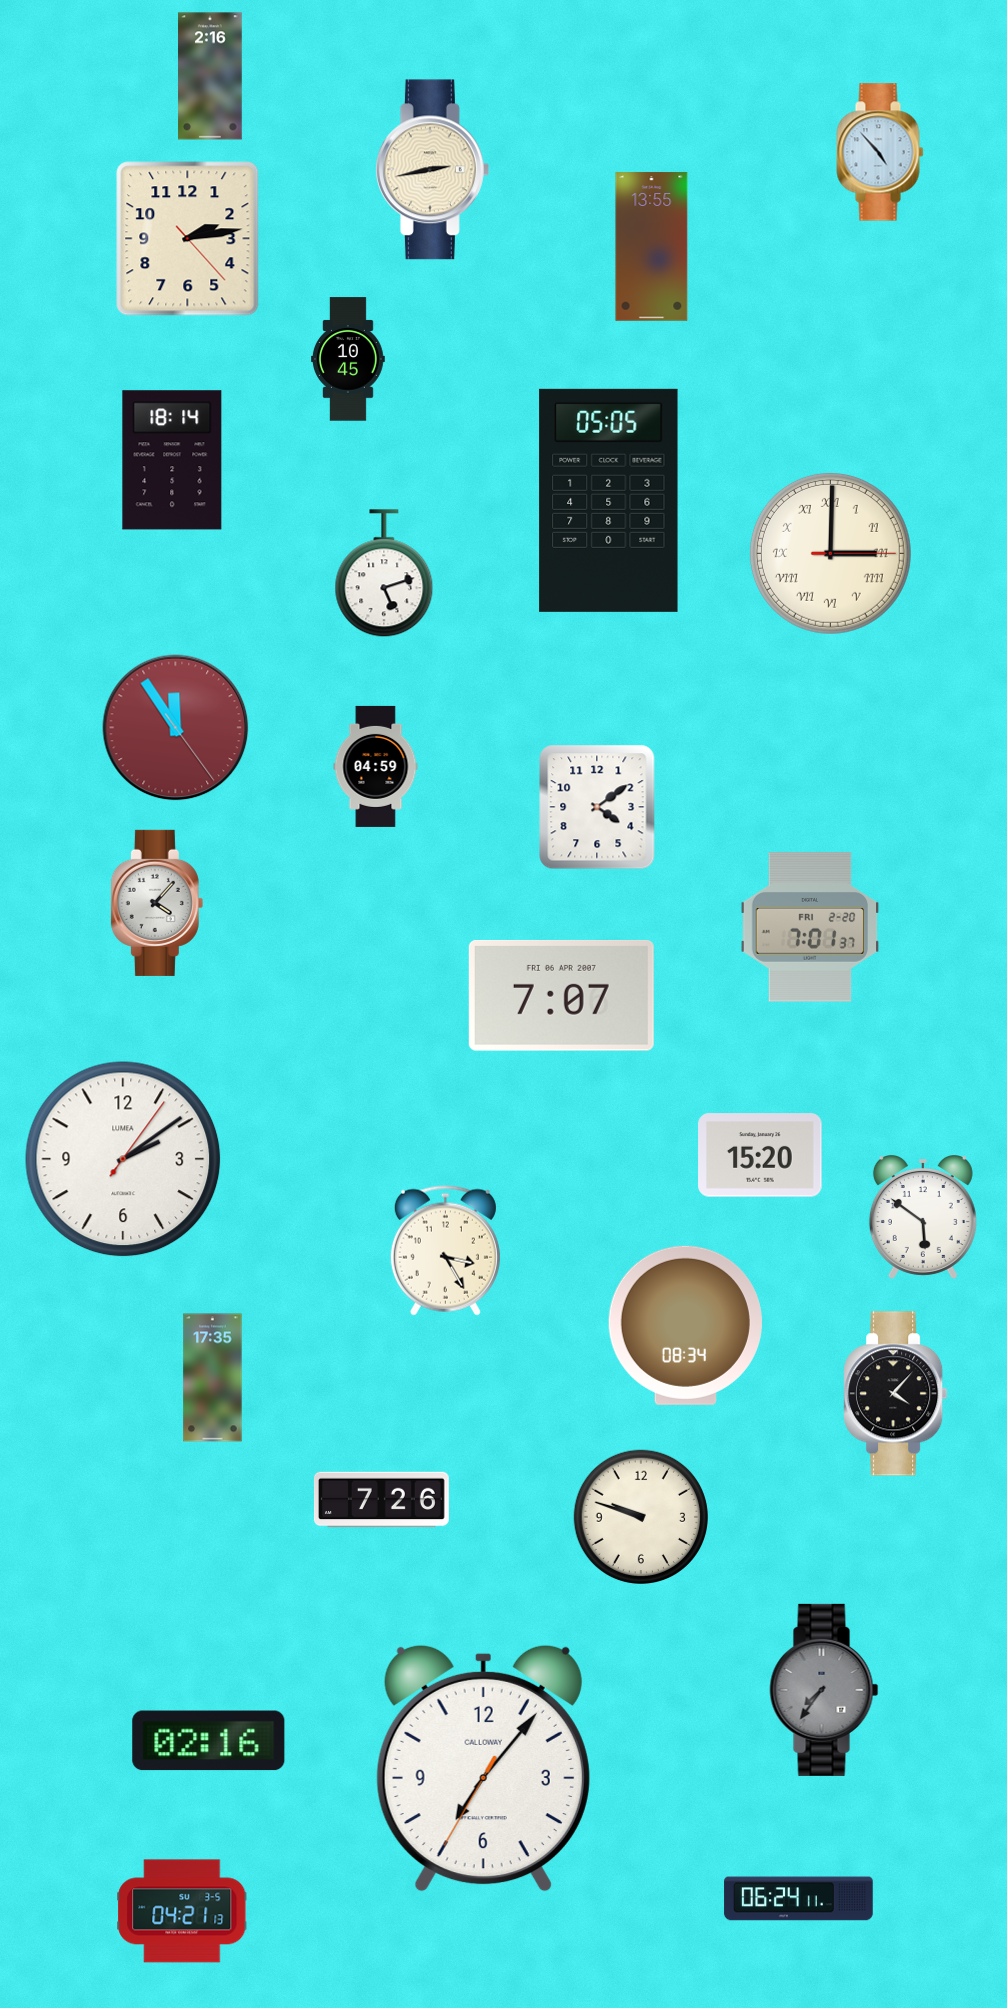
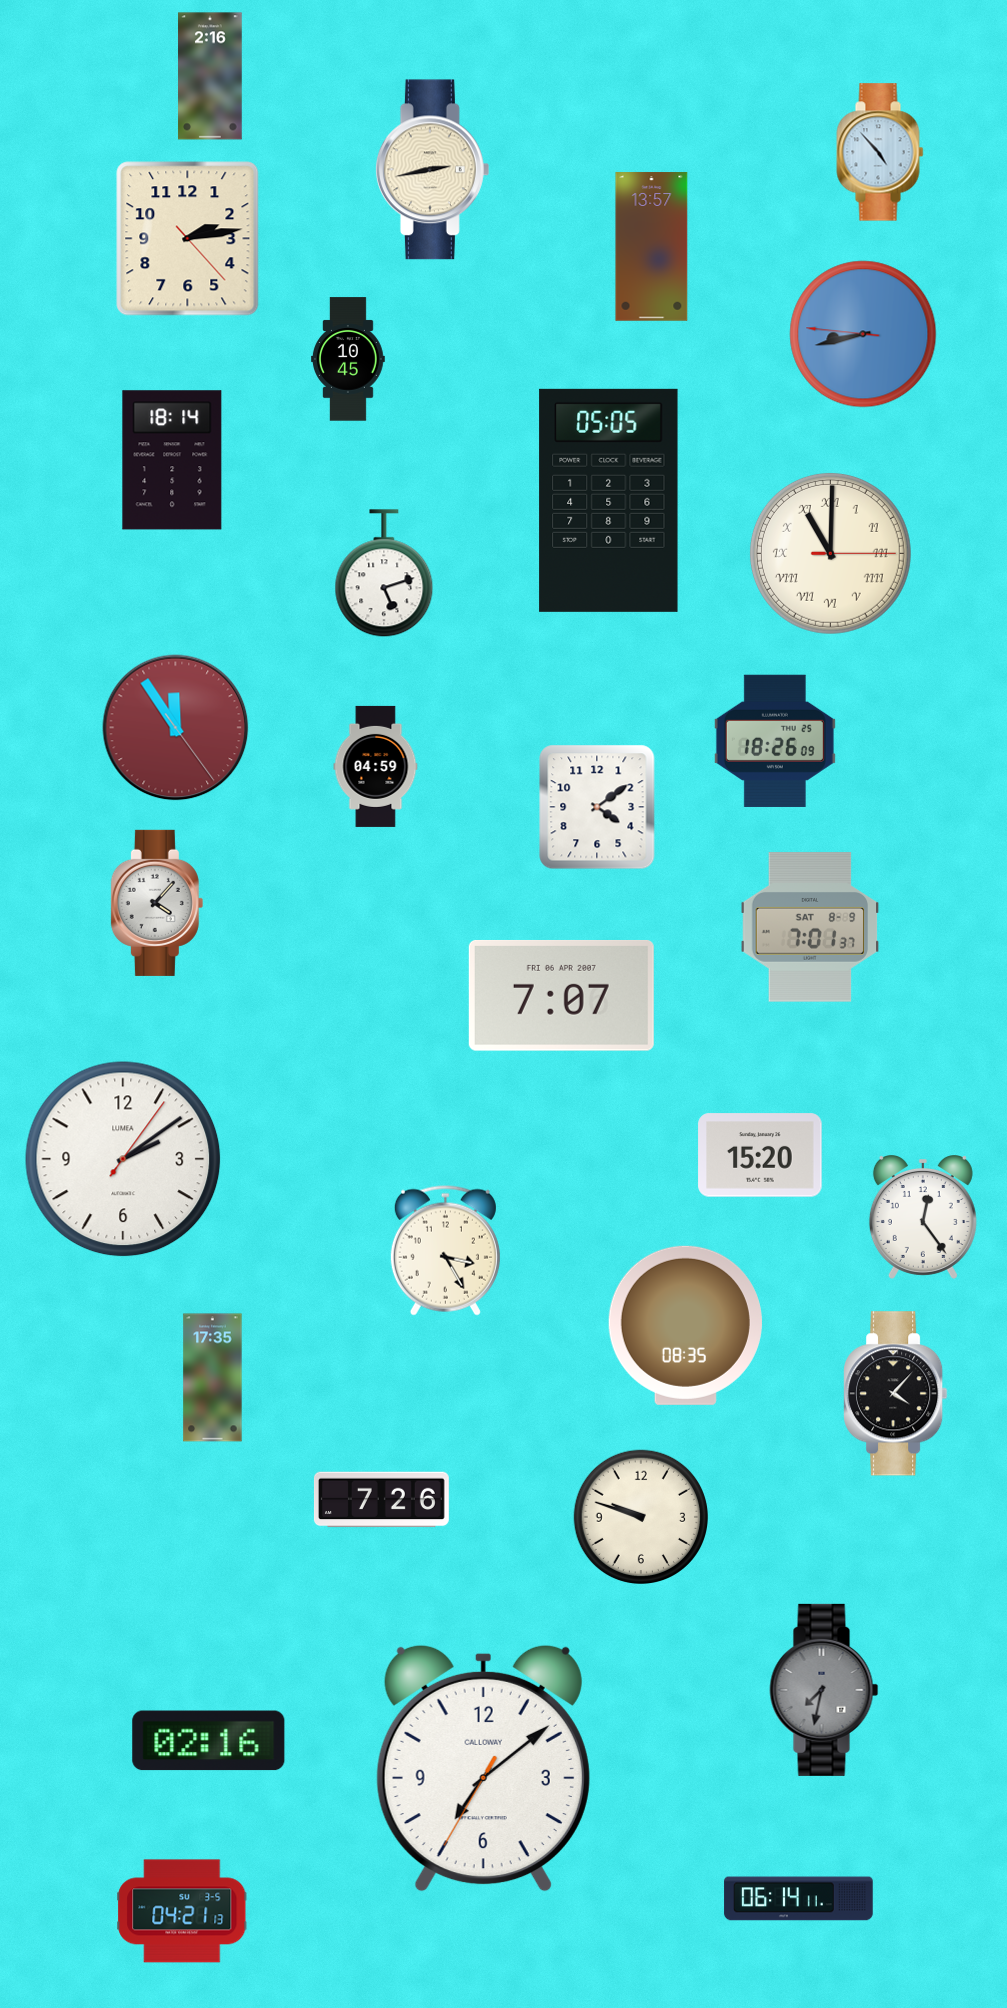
clock at (652, 247): 13:55 -> 13:57
clock at (863, 334): none -> 8:42
clock at (830, 553): 3:00 -> 11:00
clock at (775, 741): none -> 18:26
clock at (810, 927) date: FRI 2-20 -> SAT 8-9
clock at (923, 1218): 5:51 -> 12:24
clock at (685, 1325): 08:34 -> 08:35
clock at (824, 1690): 7:36 -> 7:32
clock at (483, 1768): 7:06 -> 7:08
clock at (799, 1899): 06:24 -> 06:14
